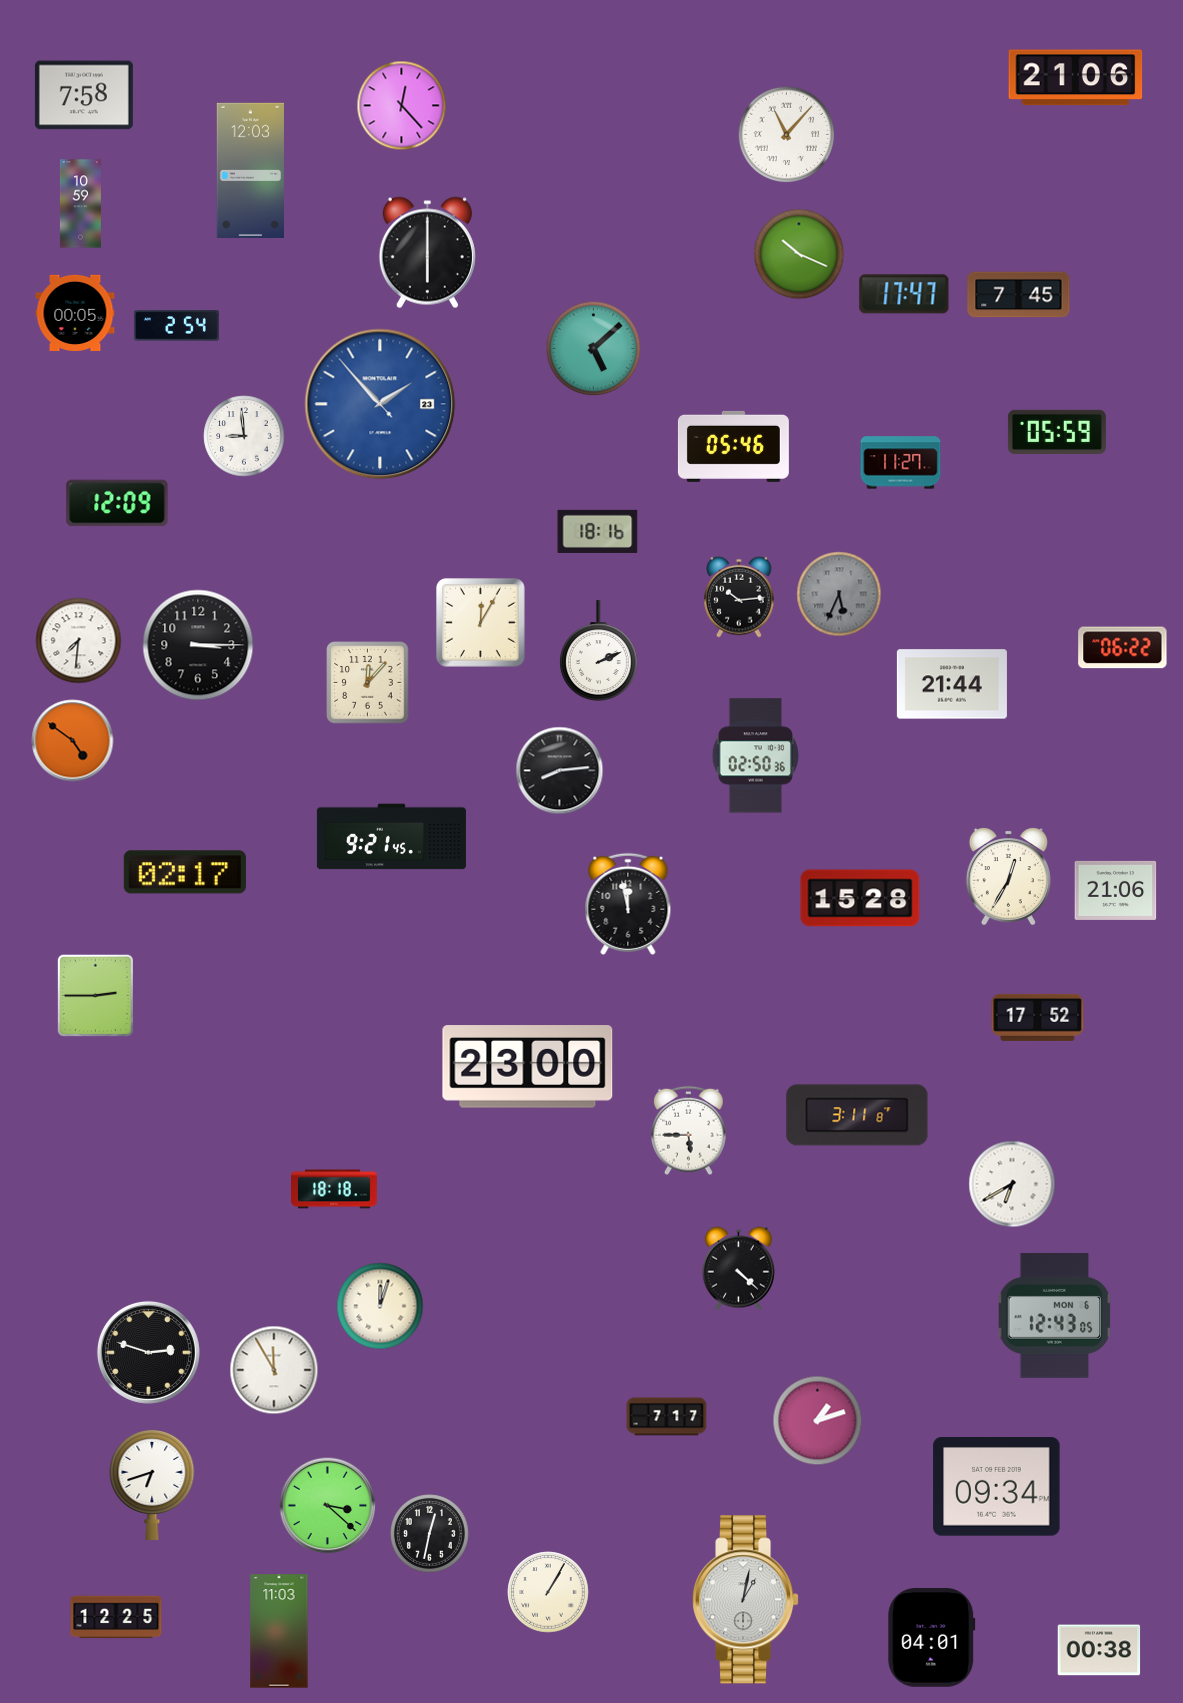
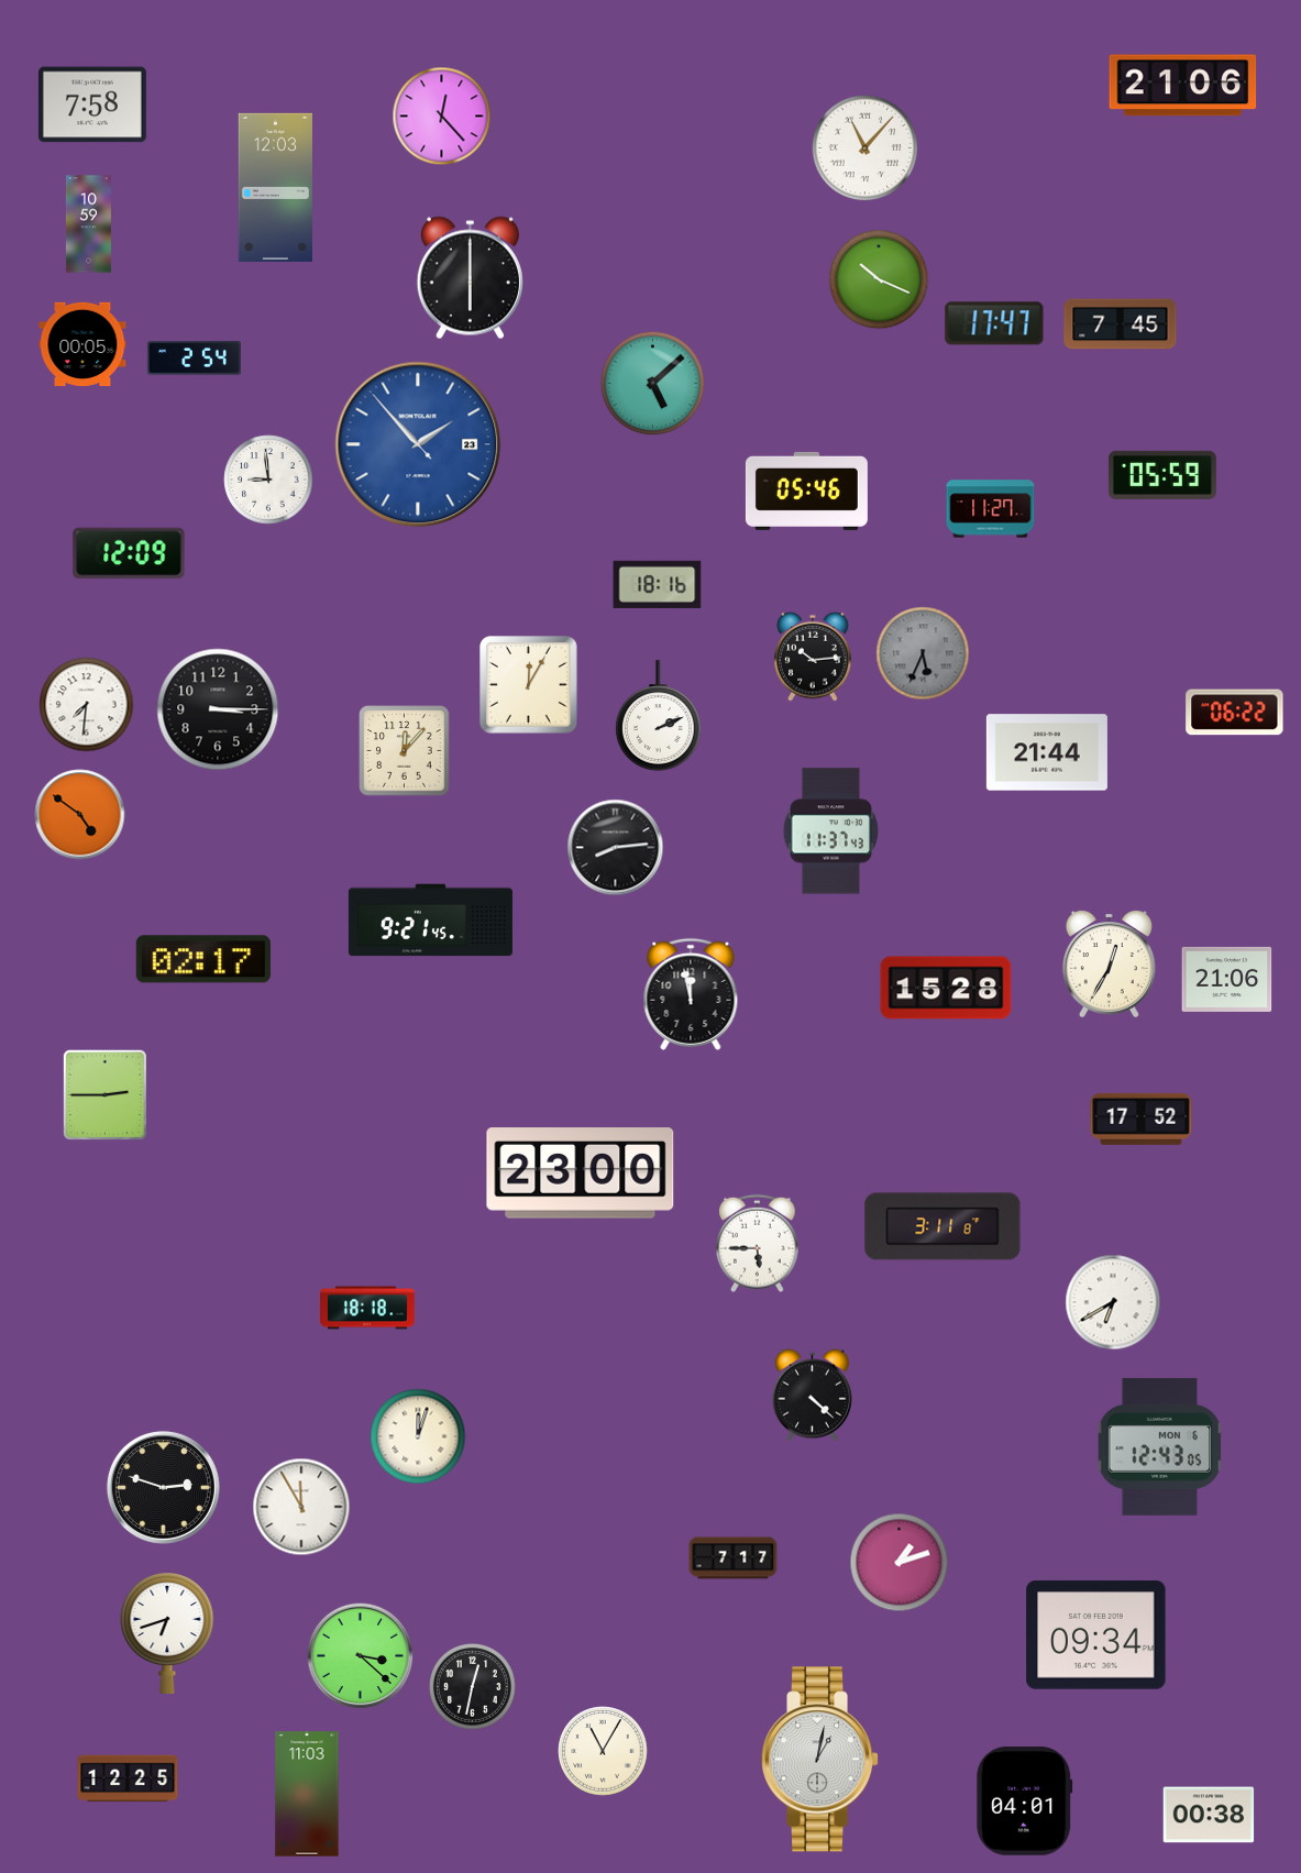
clock at (755, 756): 02:50 -> 11:37
clock at (548, 1592): 1:05 -> 11:05
